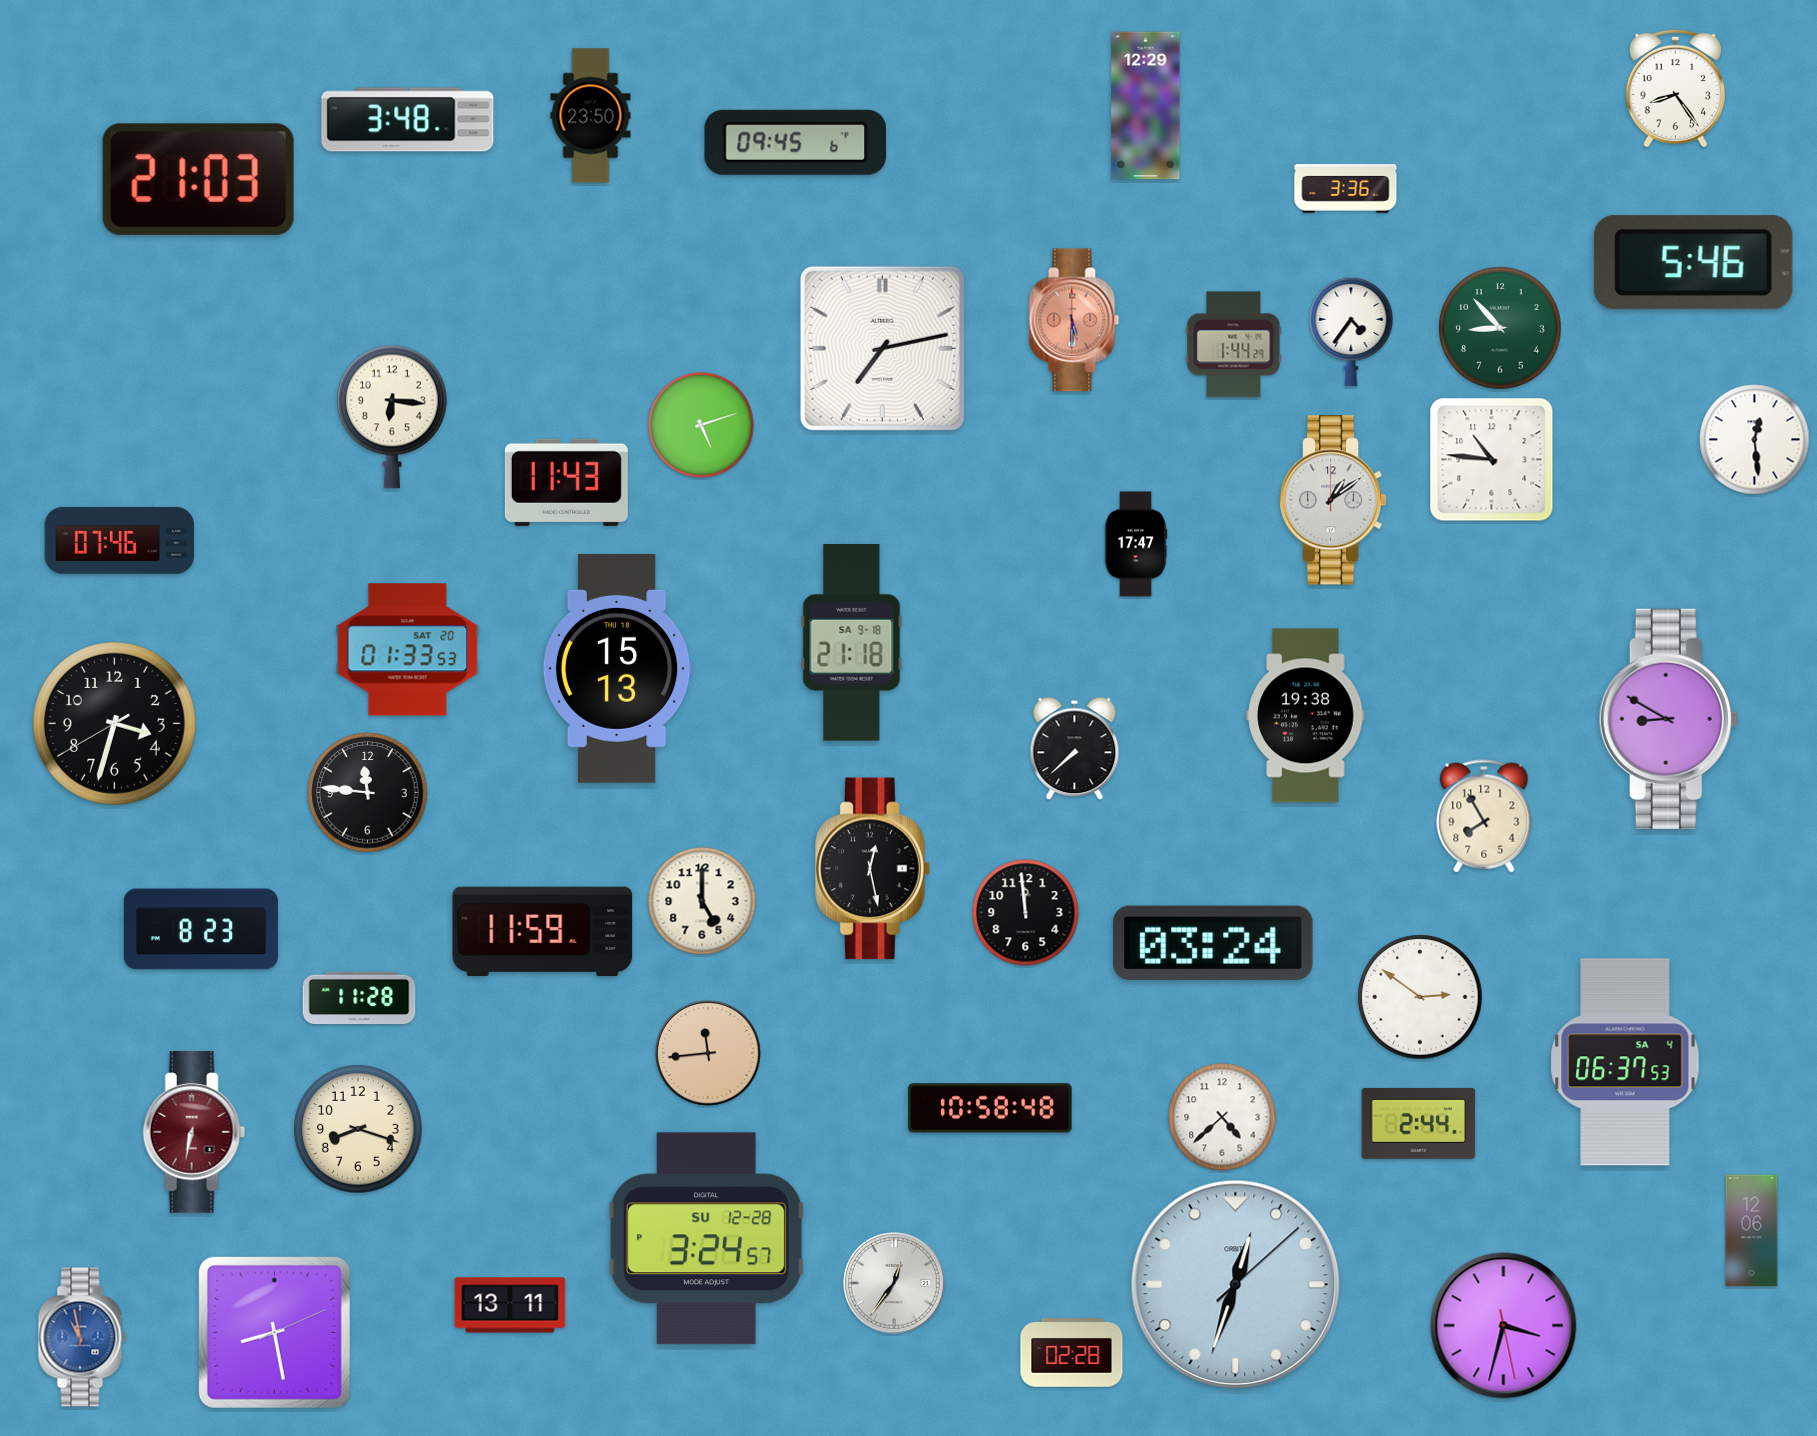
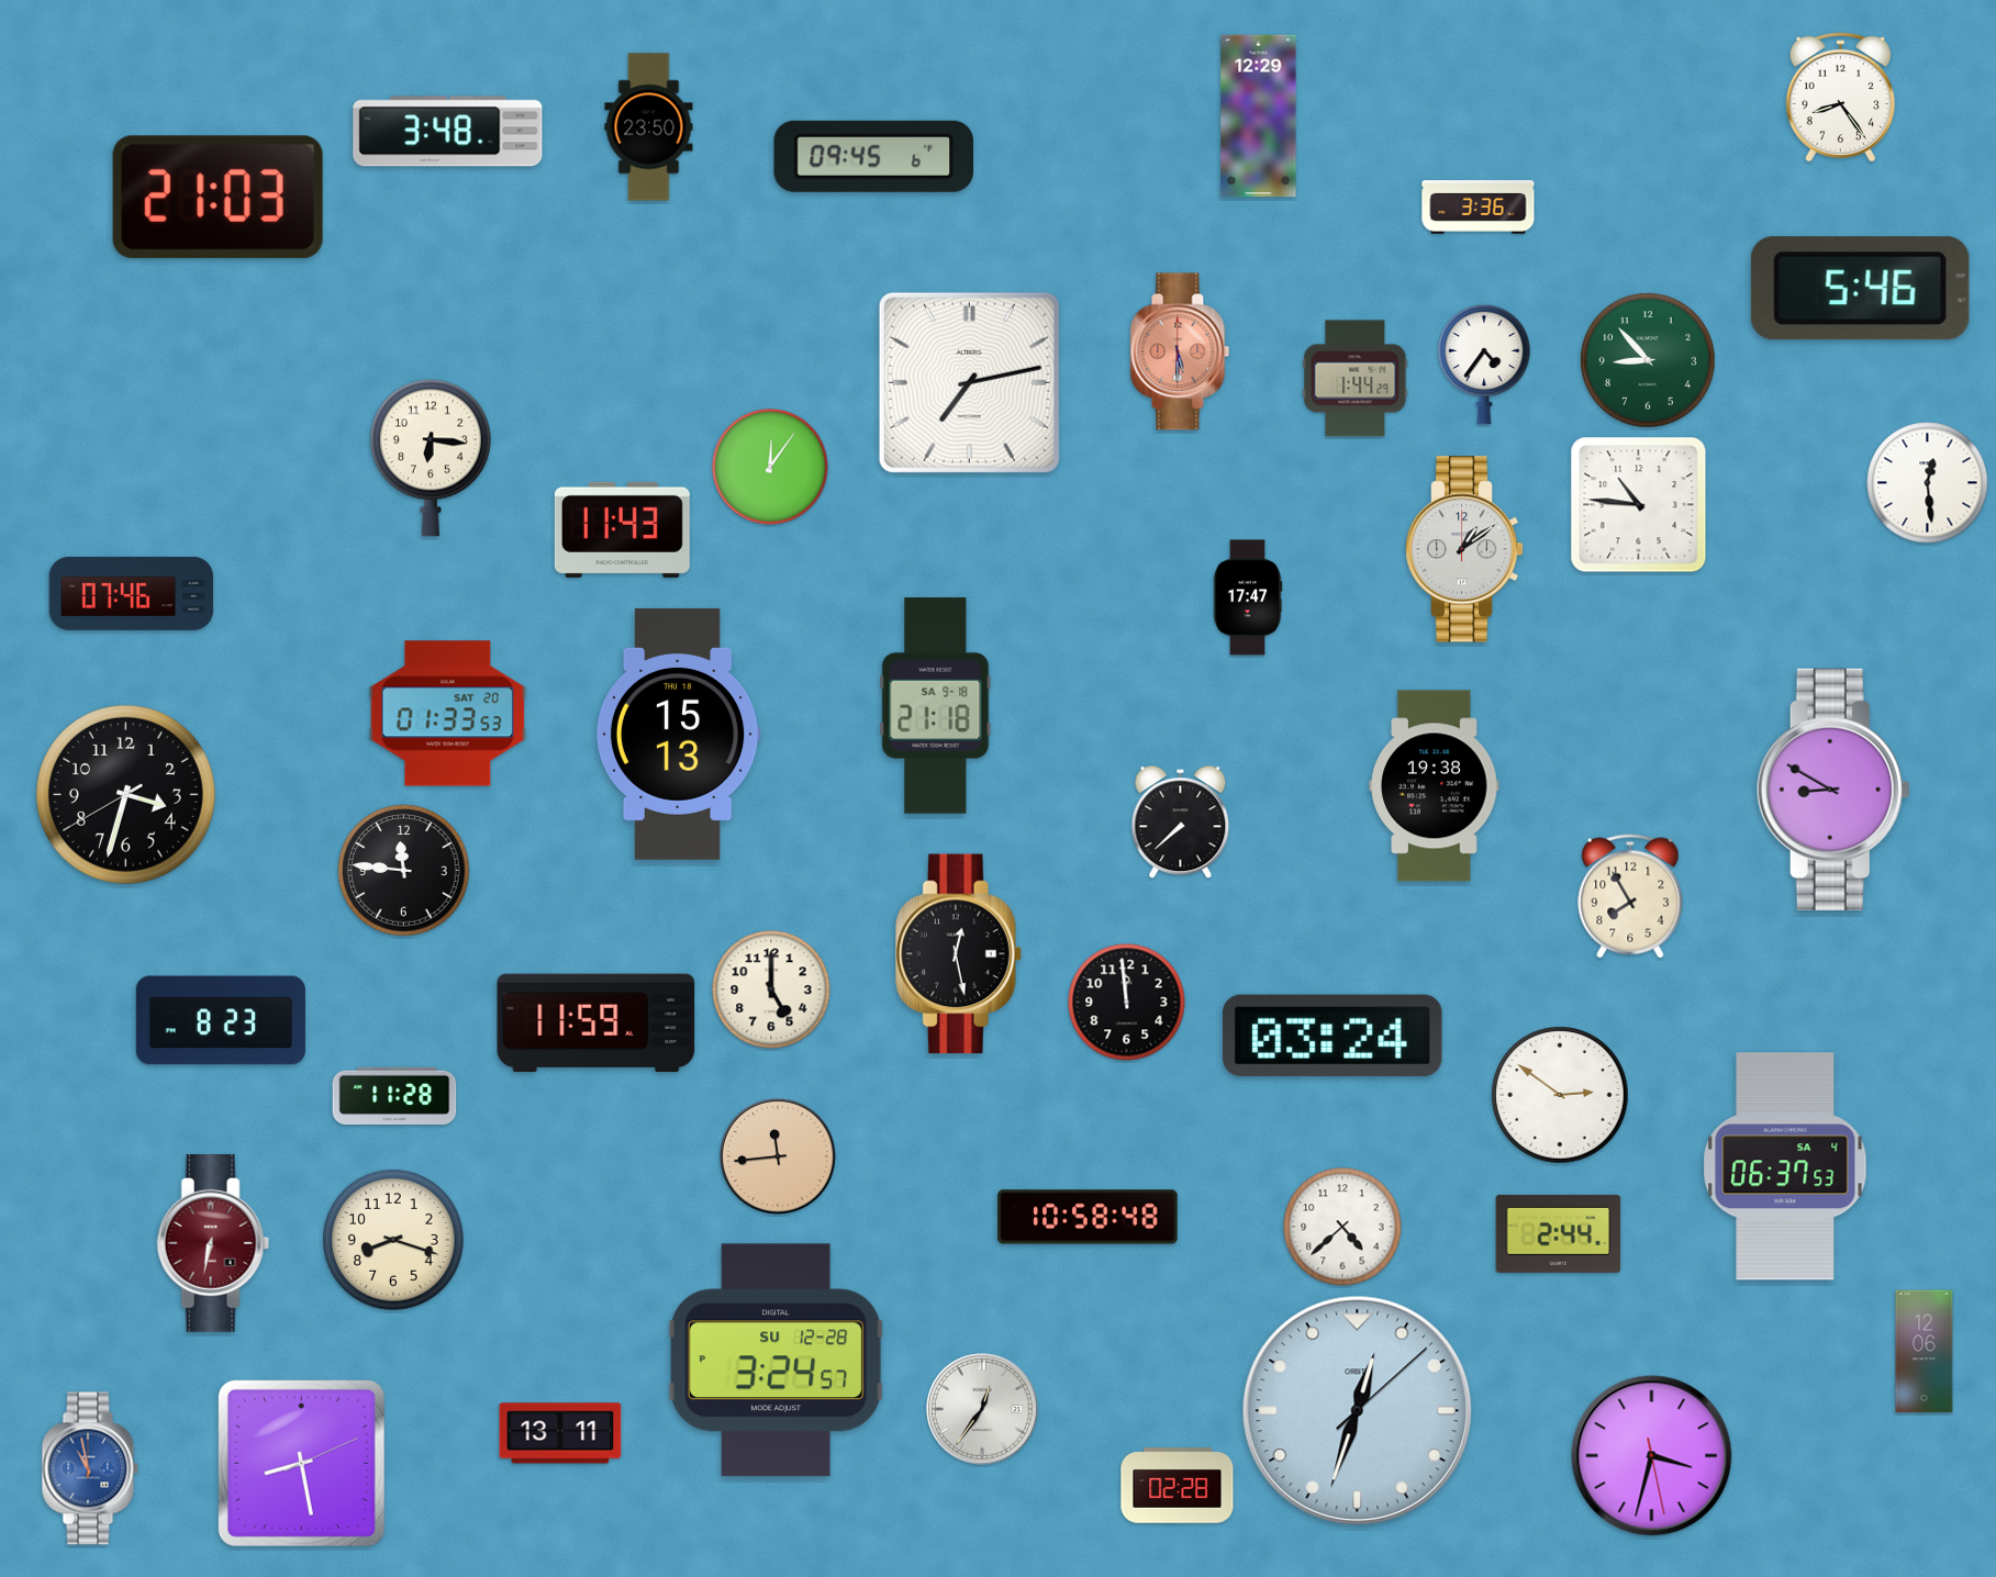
clock at (701, 425): 5:12 -> 12:06
